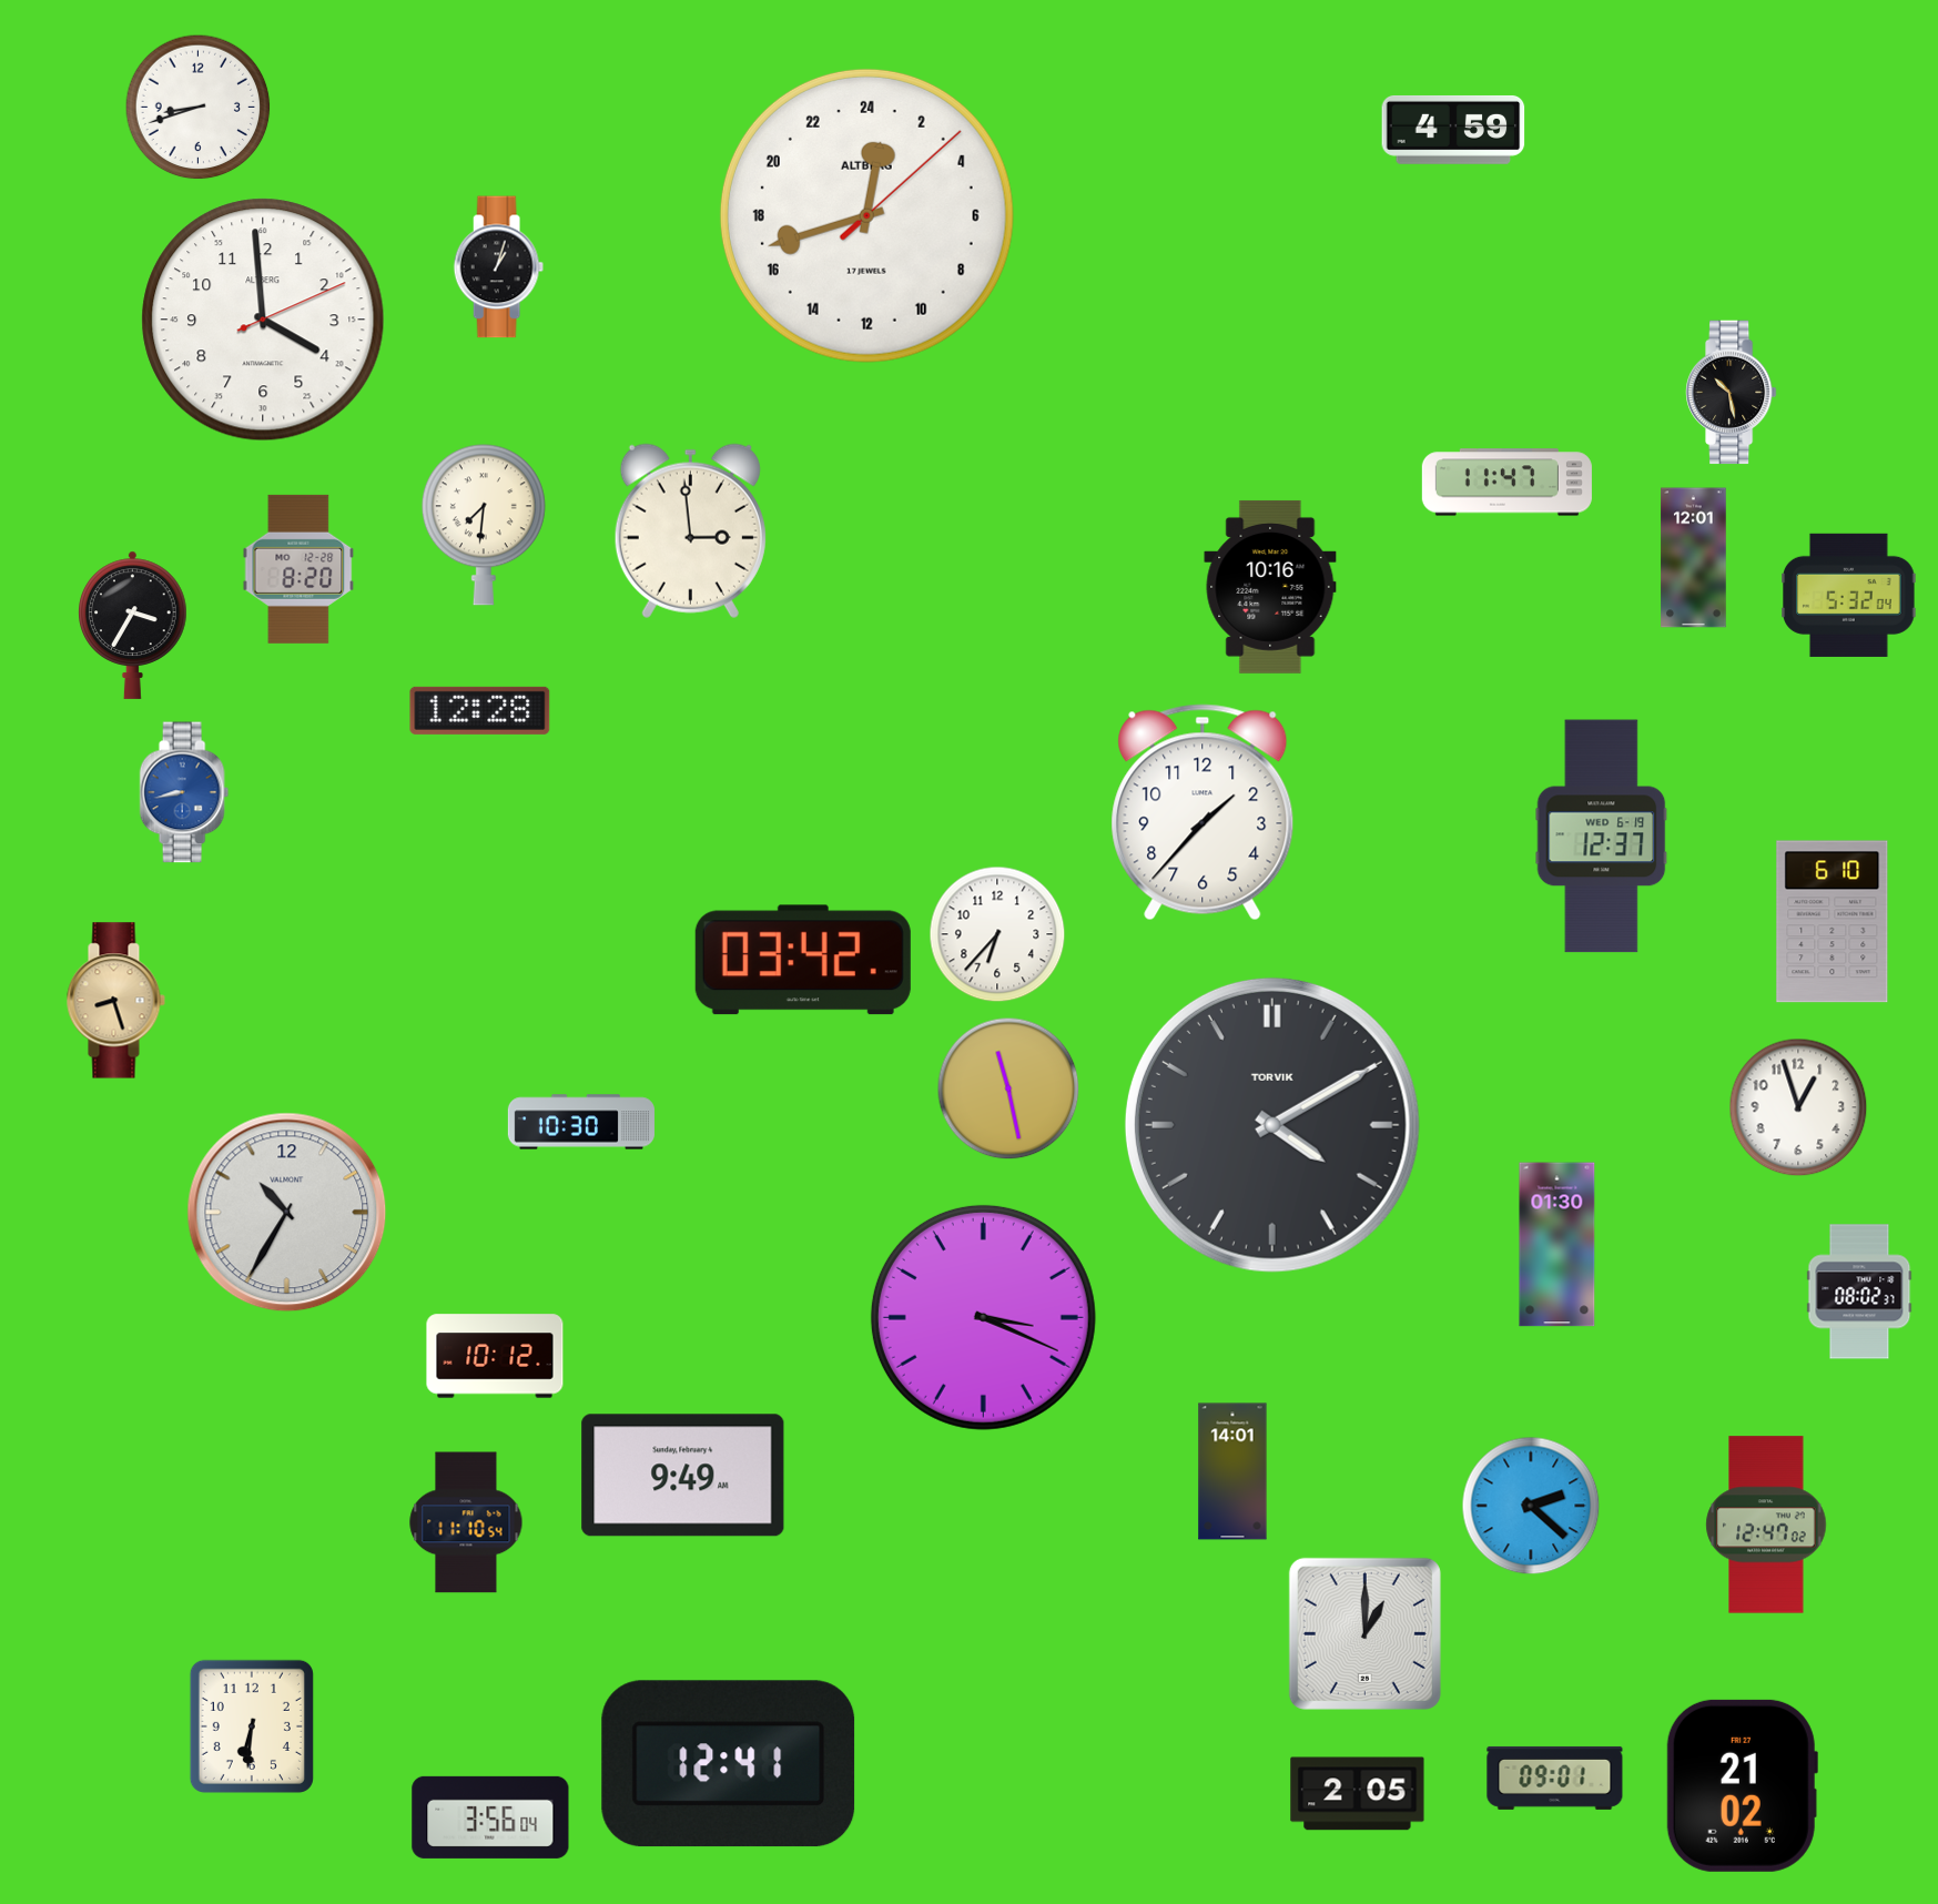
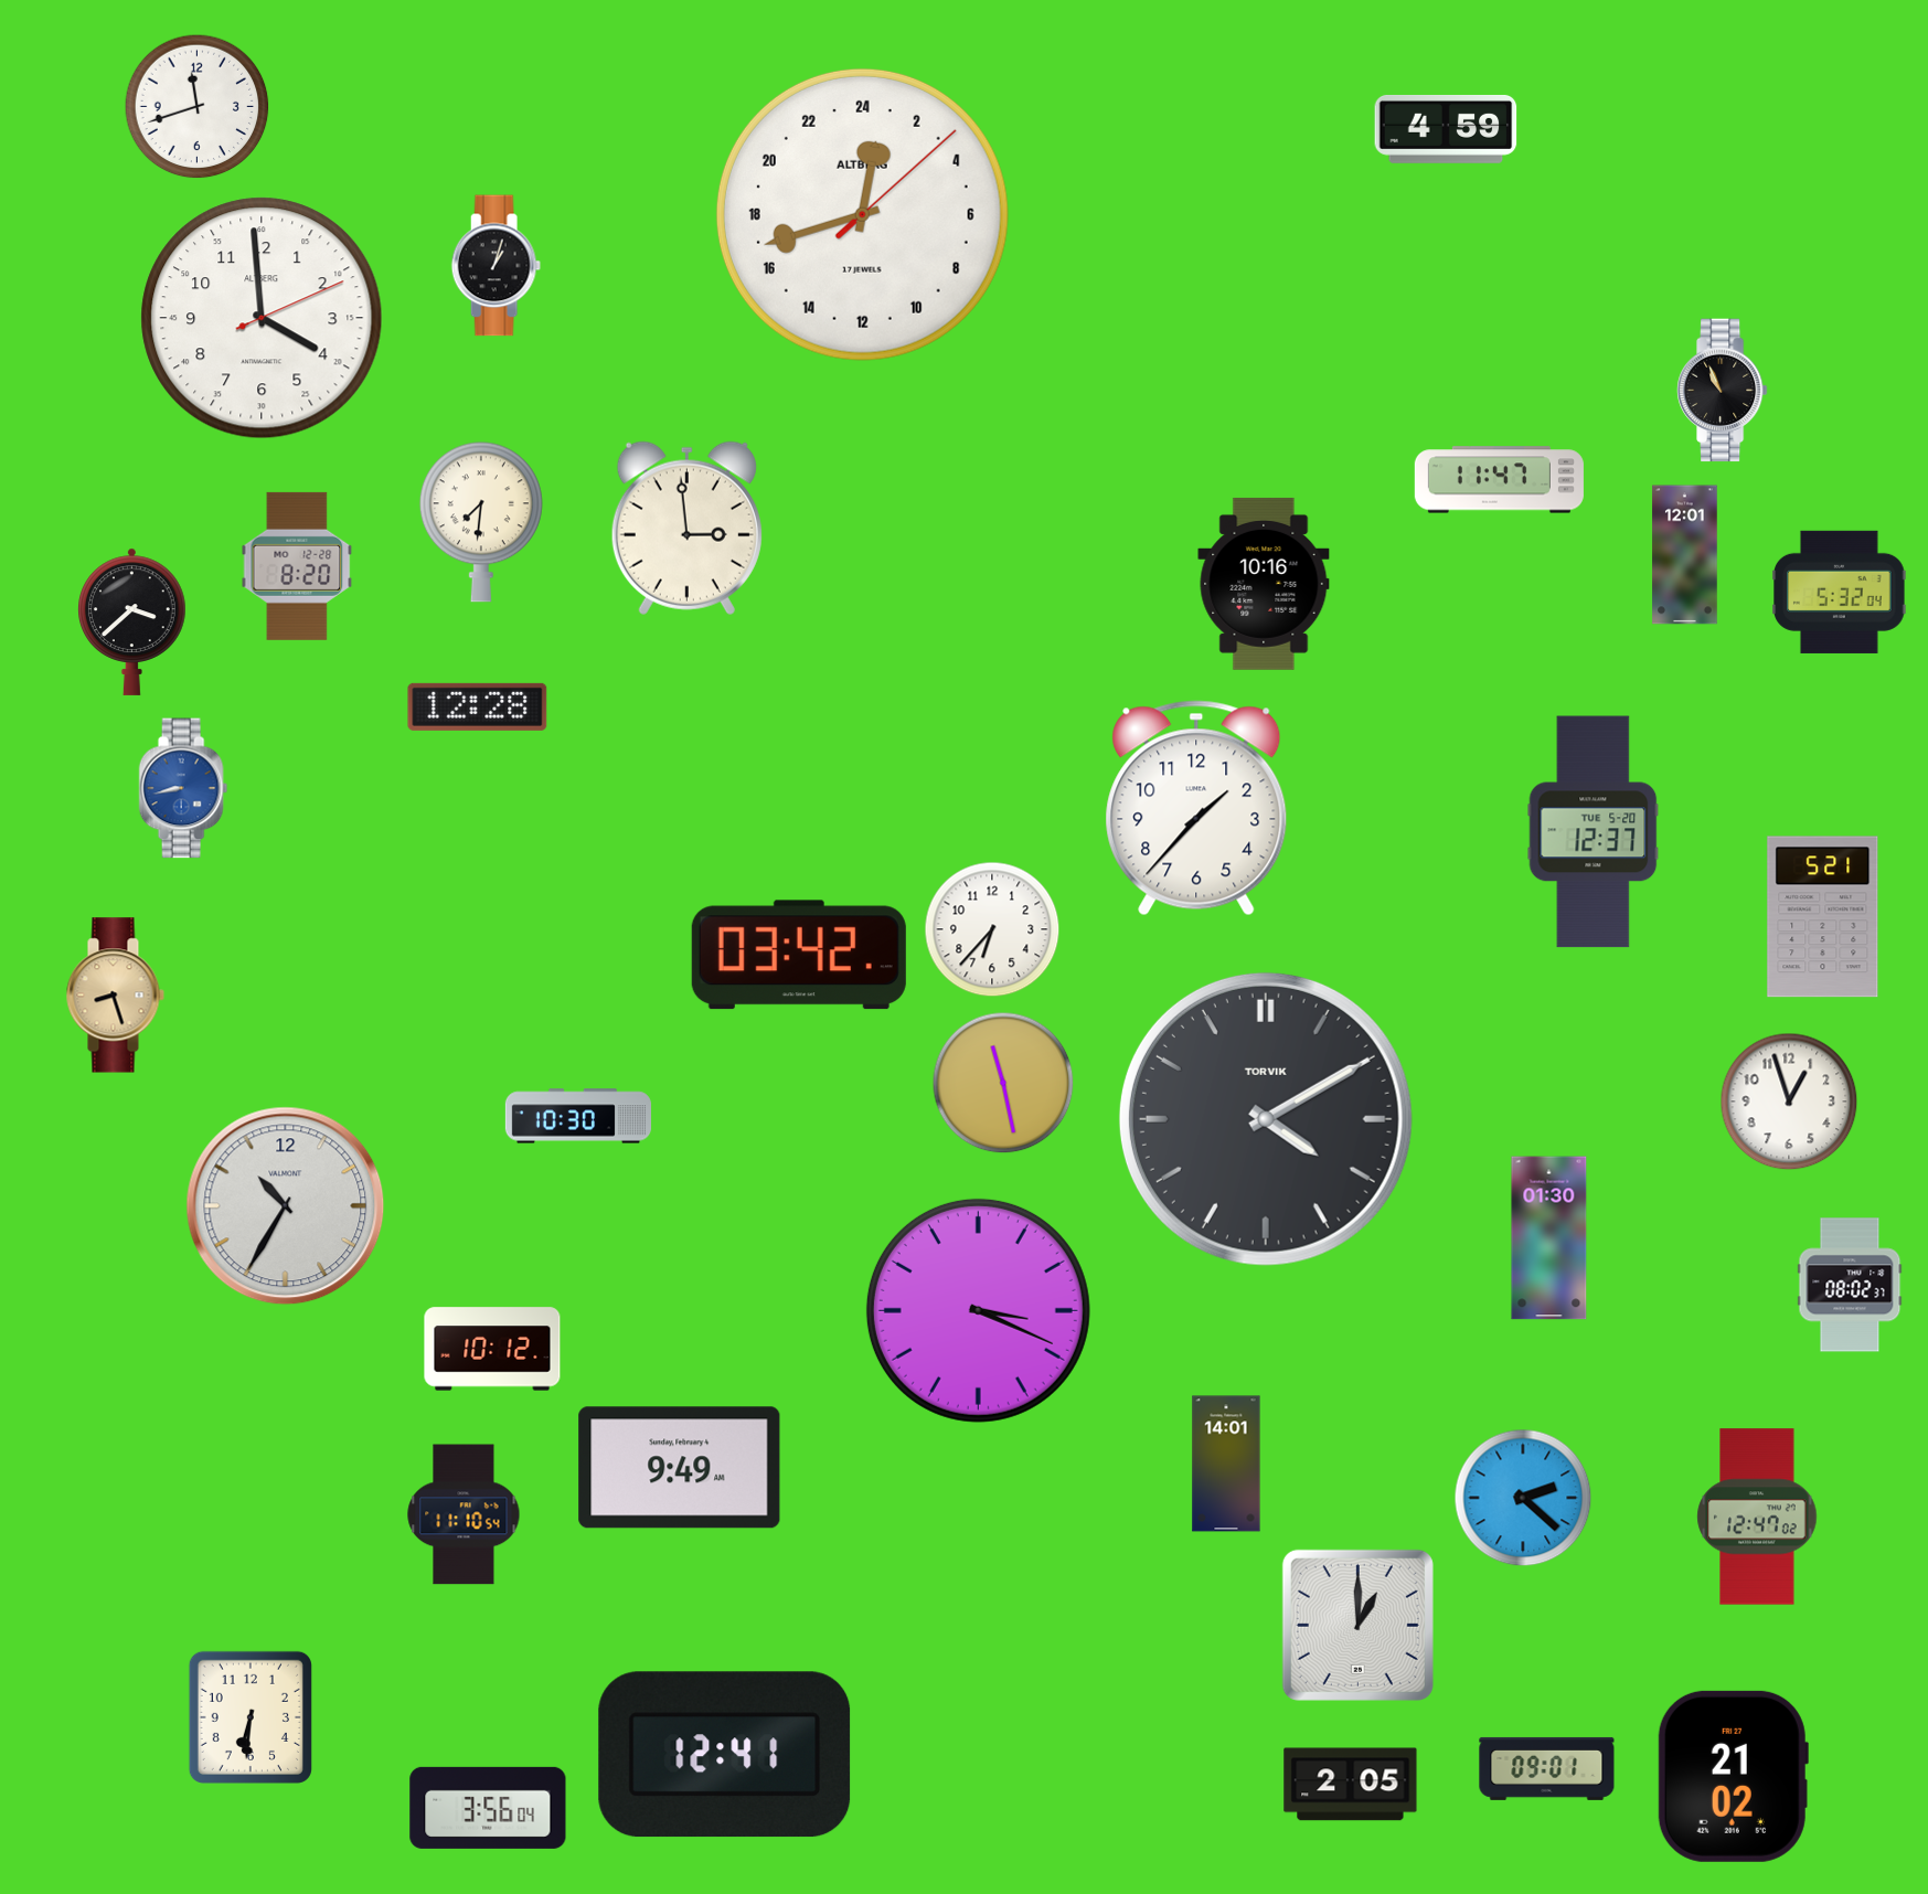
clock at (199, 108): 8:42 -> 11:42
clock at (1731, 393): 10:28 -> 10:56
clock at (133, 625): 3:35 -> 3:38
clock at (1602, 837) date: WED 6-19 -> TUE 5-20
clock at (1833, 922): 6:10 -> 5:21
